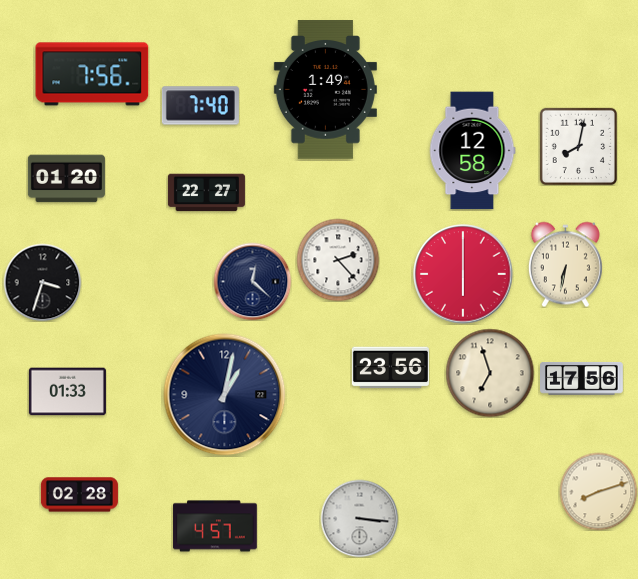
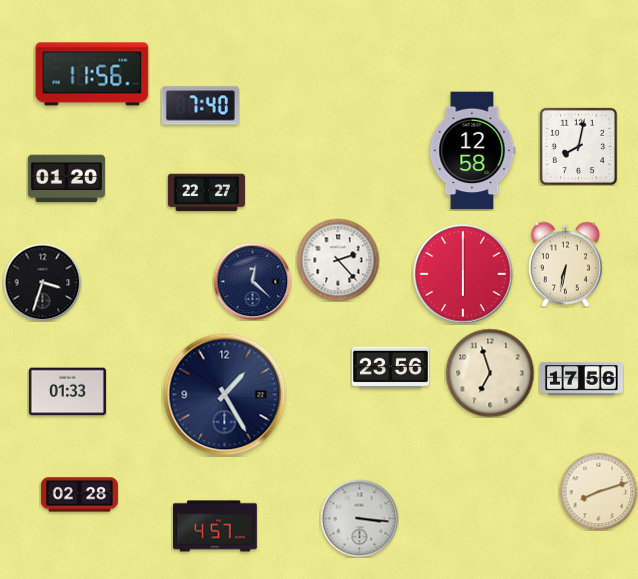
clock at (92, 74): 7:56 -> 11:56
clock at (325, 90): 1:49 -> none
clock at (225, 395): 1:02 -> 1:25
